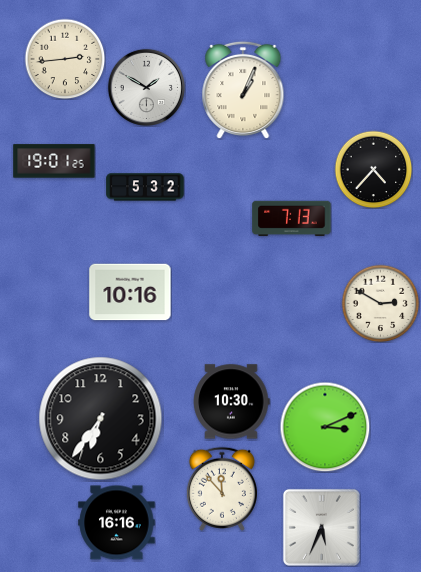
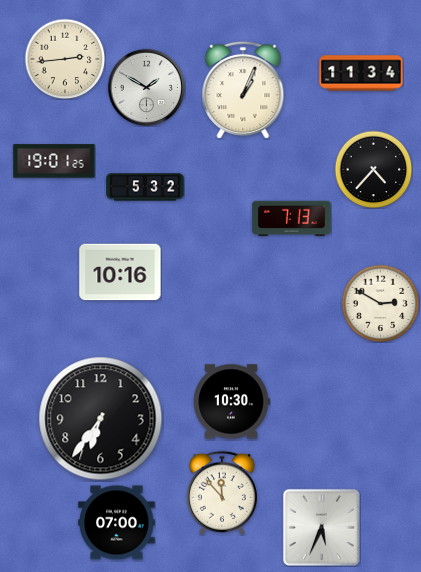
clock at (361, 73): none -> 11:34
clock at (130, 292) position: (130, 292) -> (120, 272)
clock at (325, 427): 3:11 -> none
clock at (222, 489) position: (222, 489) -> (222, 493)
clock at (117, 523): 16:16 -> 07:00
